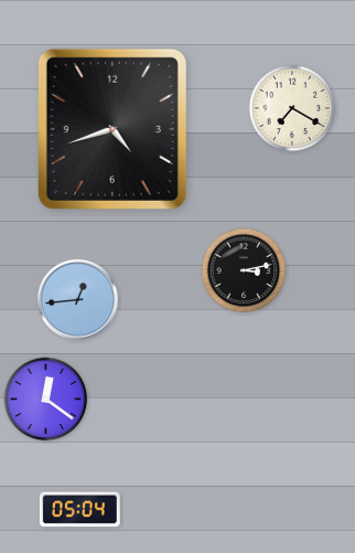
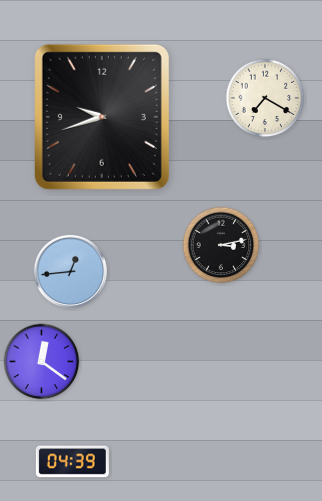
clock at (112, 129): 4:42 -> 9:42
clock at (79, 510): 05:04 -> 04:39
